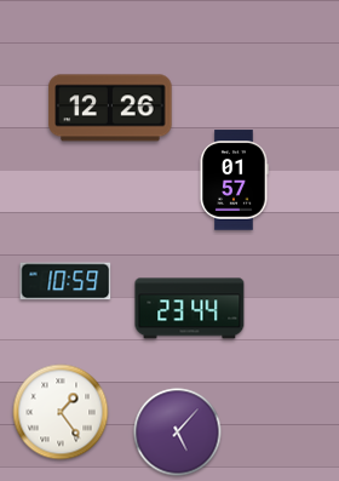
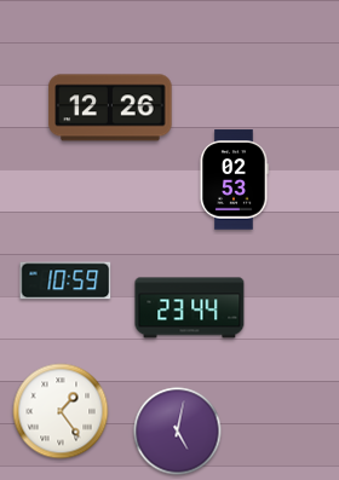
clock at (234, 181): 01:57 -> 02:53
clock at (178, 433): 5:07 -> 5:02
